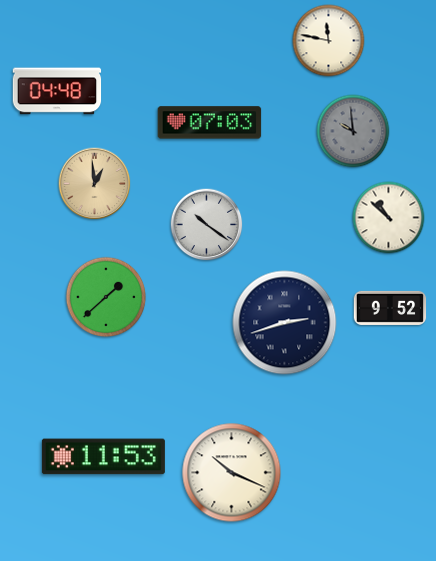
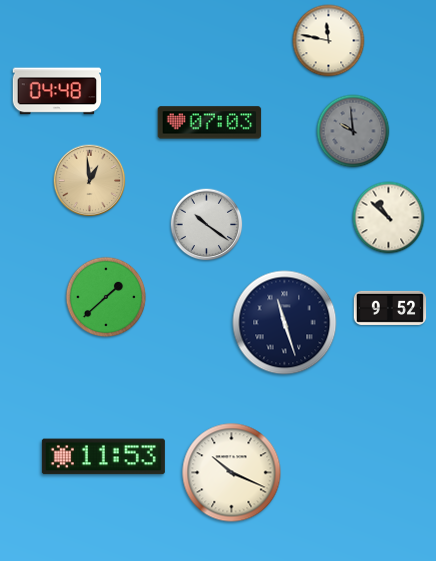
clock at (95, 184) position: (95, 184) -> (90, 181)
clock at (285, 323): 2:42 -> 11:27
